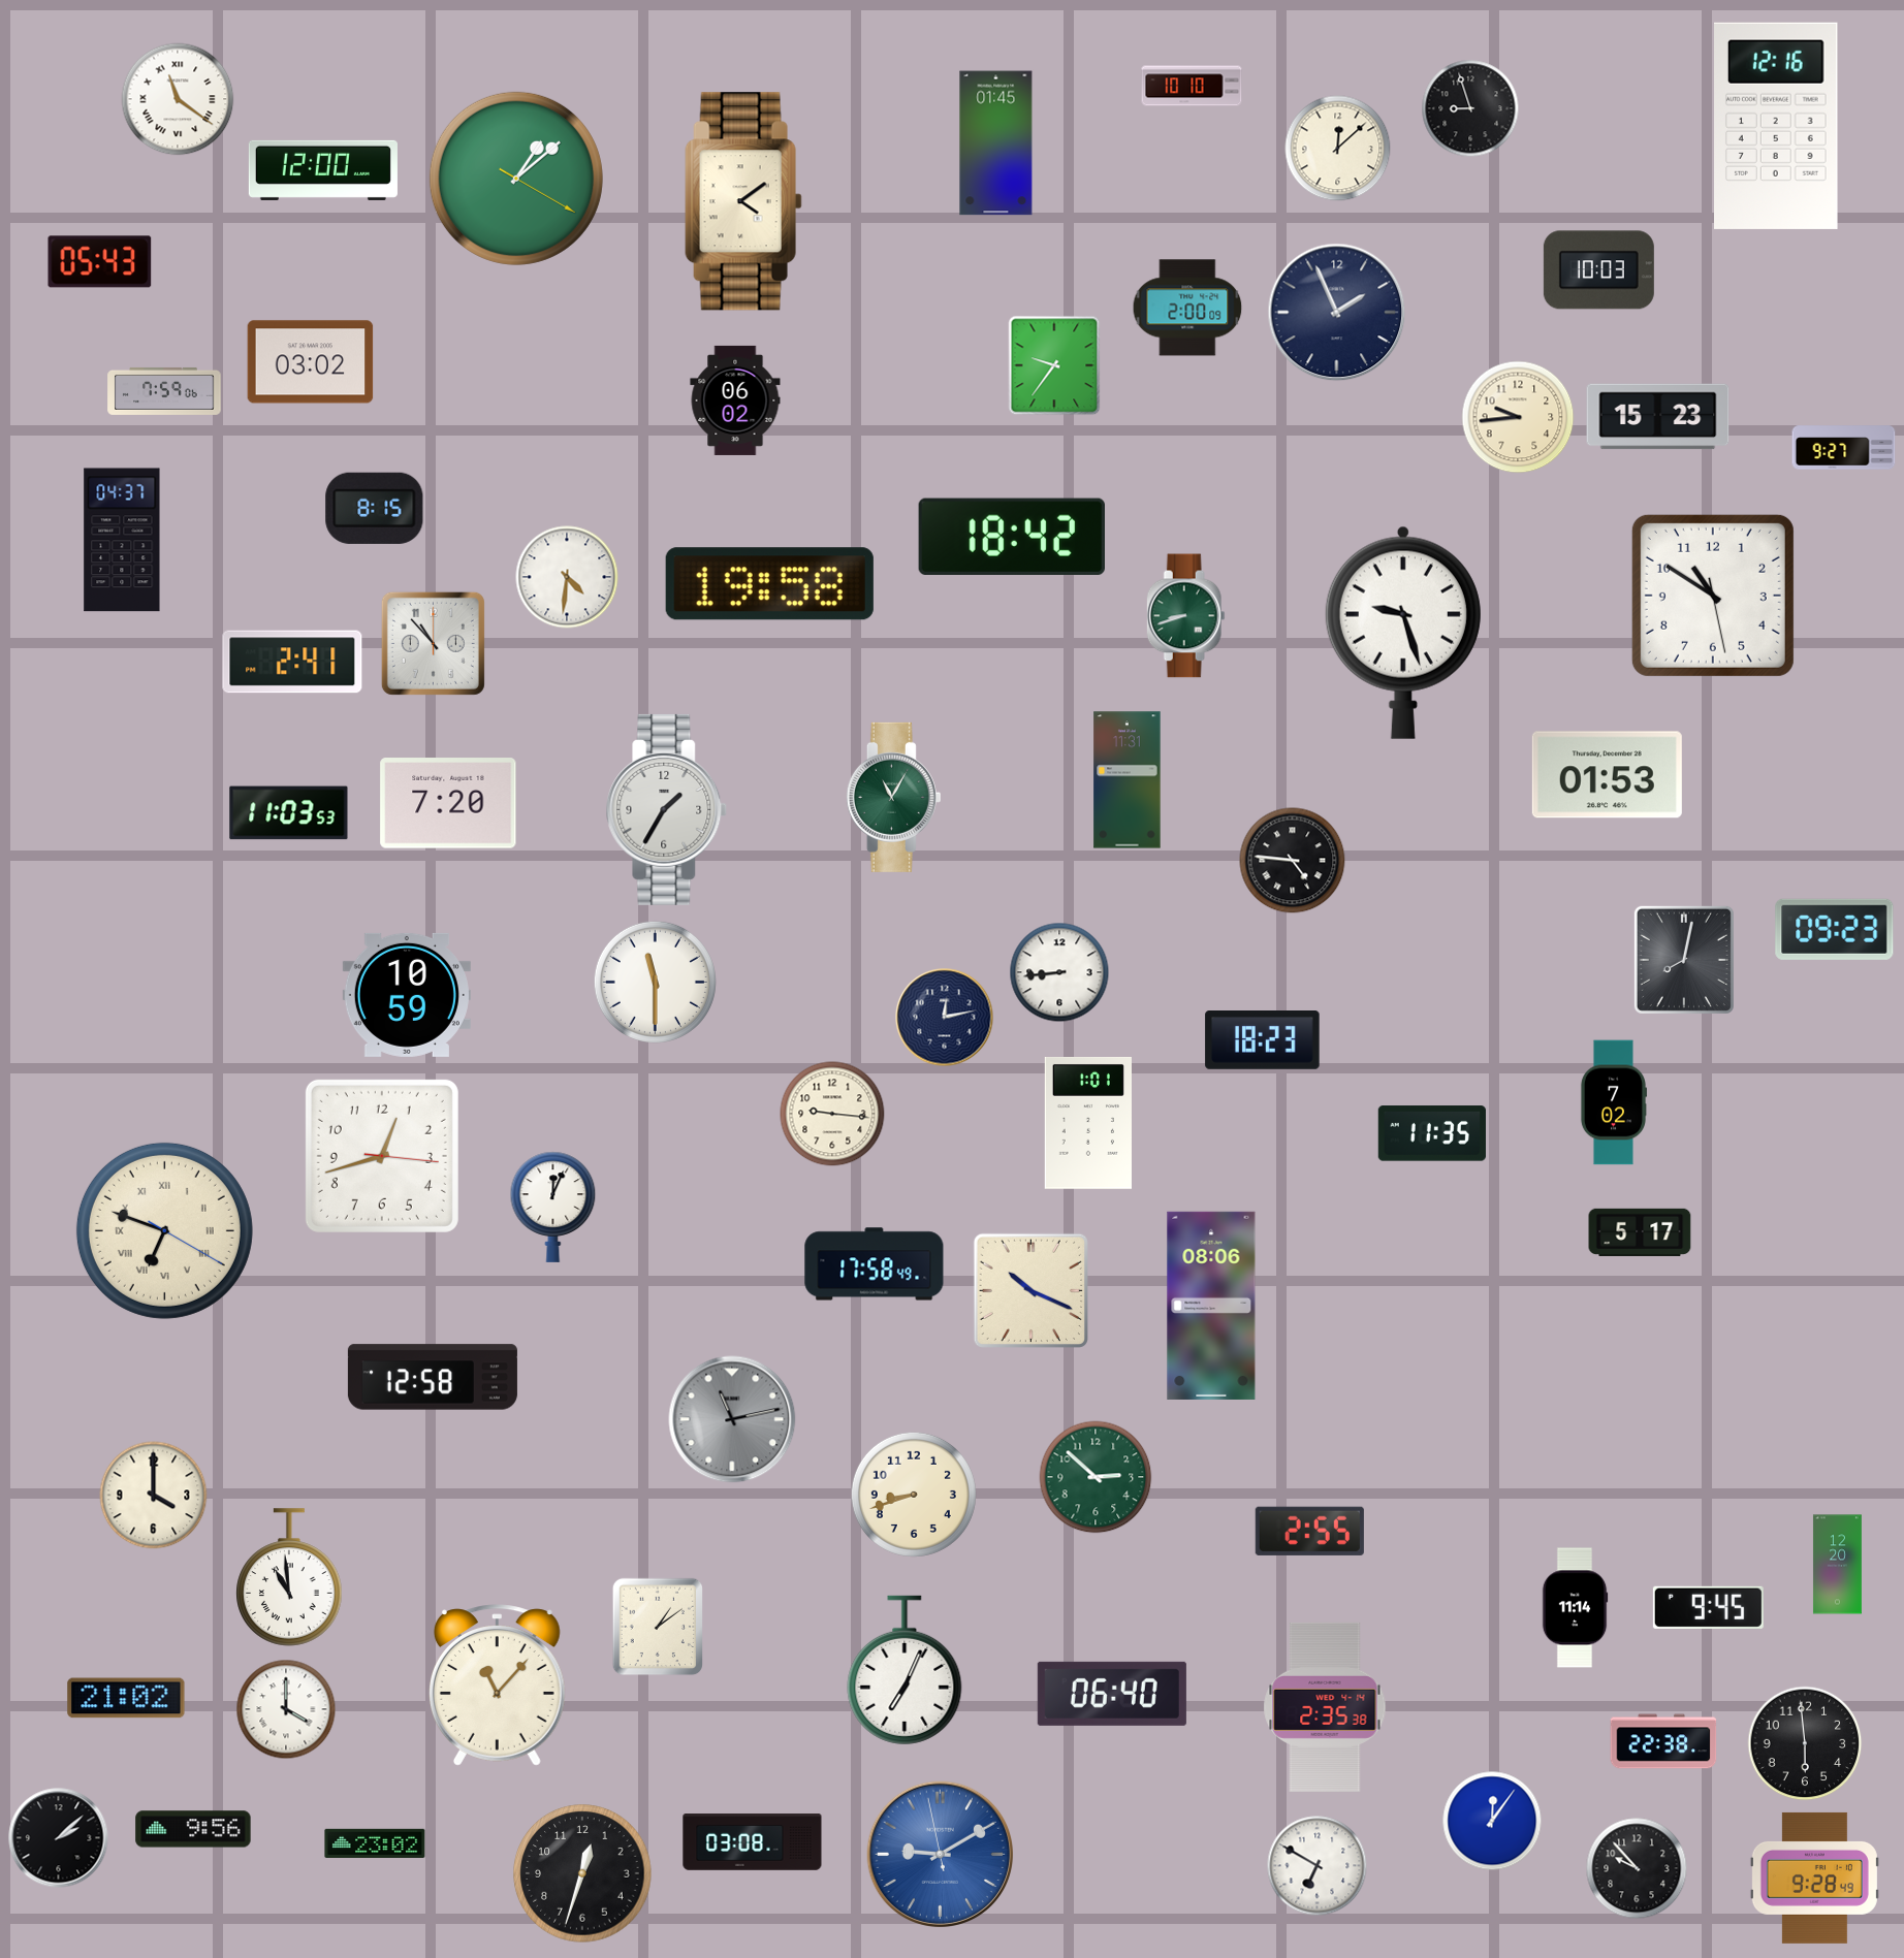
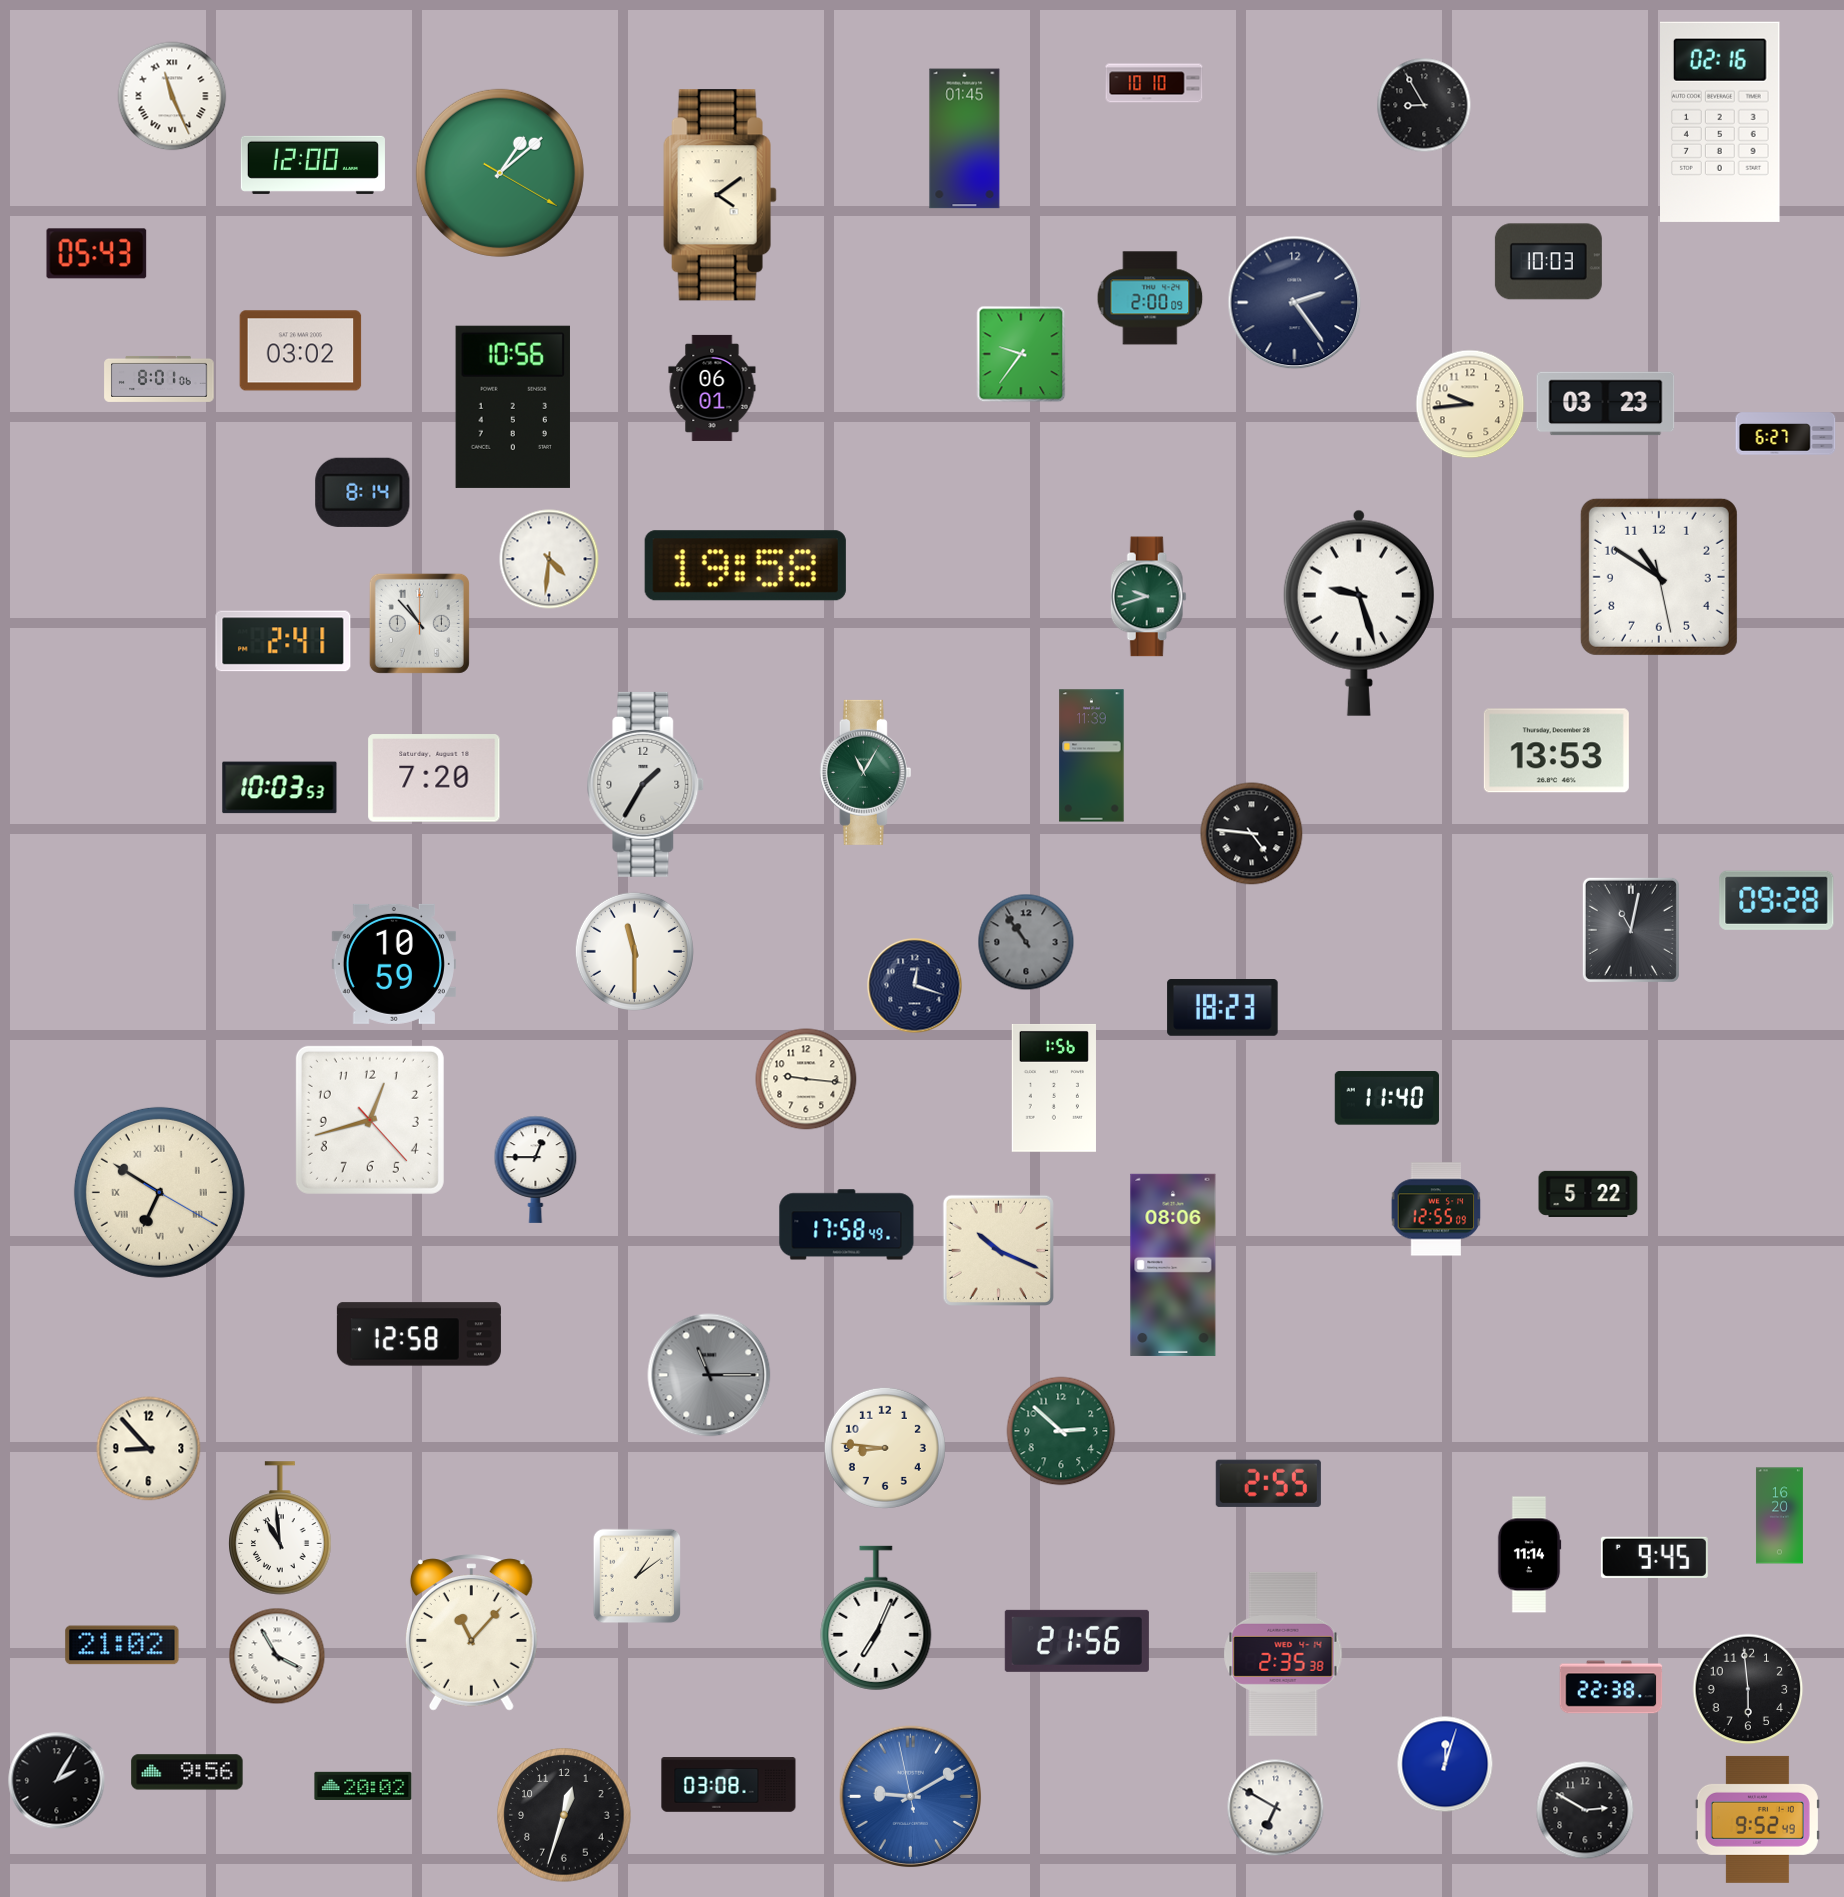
clock at (178, 99): 11:21 -> 11:26
clock at (1470, 108): 8:57 -> 8:55
clock at (1777, 126): 12:16 -> 02:16
clock at (1338, 149): 12:08 -> none
clock at (1337, 313): 1:56 -> 2:24
clock at (164, 391): 7:59 -> 8:01
clock at (735, 400): 06:02 -> 06:01
clock at (1658, 417): 15:23 -> 03:23
clock at (513, 407): none -> 10:56
clock at (1844, 448): 9:27 -> 6:27
clock at (375, 508): 8:15 -> 8:14
clock at (1012, 537): 18:42 -> none
clock at (122, 540): 04:37 -> none
clock at (1185, 616): 8:42 -> 9:42
clock at (1607, 775): 01:53 -> 13:53
clock at (1128, 780): 11:31 -> 11:39
clock at (289, 813): 11:03 -> 10:03
clock at (1835, 929): 09:23 -> 09:28
clock at (1684, 960): 8:02 -> 11:02
clock at (1059, 972): 8:44 -> 10:54
clock at (1059, 972) dial: white -> grey
clock at (945, 1018): 12:13 -> 12:18
clock at (1613, 1102): 7:02 -> none
clock at (1088, 1123): 1:01 -> 1:56
clock at (1432, 1133): 11:35 -> 11:40
clock at (382, 1156): 12:42:16 -> 12:42:23
clock at (553, 1207): 12:04 -> 12:45
clock at (164, 1230): 6:48 -> 6:50
clock at (1640, 1232): 5:17 -> 5:22
clock at (1436, 1209): none -> 12:55
clock at (732, 1419): 11:13 -> 11:15
clock at (914, 1495): 8:42 -> 8:46
clock at (154, 1496): 4:00 -> 8:53
clock at (1837, 1565): 12:20 -> 16:20
clock at (1575, 1608) position: (1575, 1608) -> (1529, 1555)
clock at (497, 1686) position: (497, 1686) -> (471, 1633)
clock at (1112, 1694): 06:40 -> 21:56
clock at (286, 1709): 4:00 -> 3:55
clock at (1492, 1821): 12:06 -> 12:03
clock at (59, 1838): 2:08 -> 2:05
clock at (375, 1842): 23:02 -> 20:02
clock at (1637, 1868): 9:53 -> 2:50
clock at (1814, 1877): 9:28 -> 9:52
